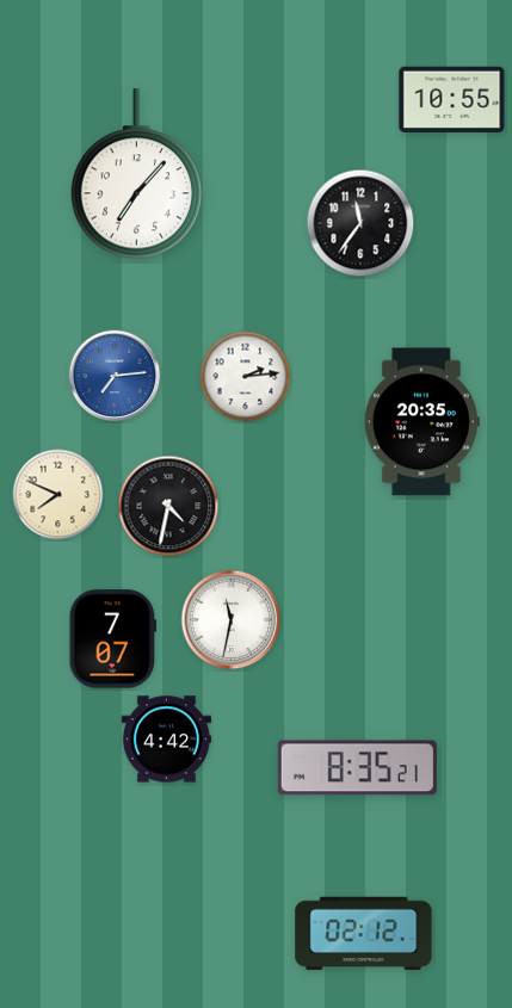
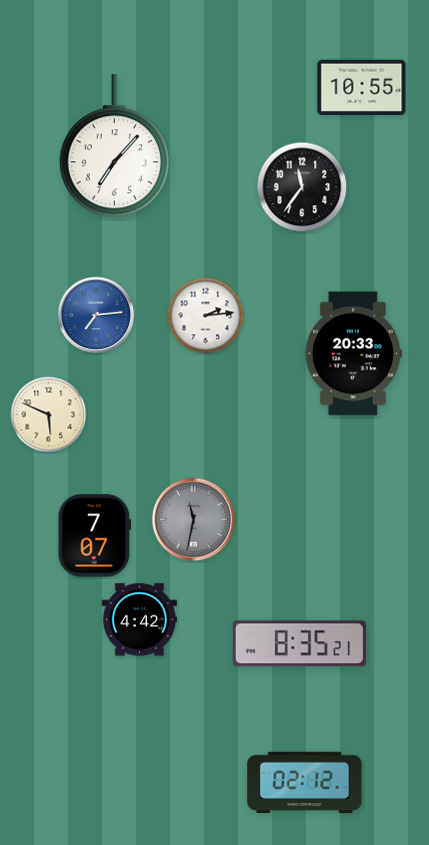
clock at (452, 99) position: (452, 99) -> (362, 87)
clock at (421, 422): 20:35 -> 20:33
clock at (58, 495): 7:49 -> 5:49
clock at (168, 506): 4:32 -> none
clock at (232, 620) dial: white -> grey
